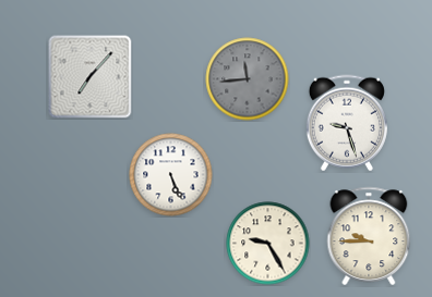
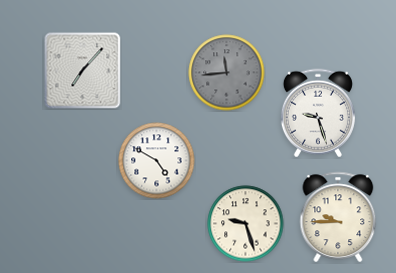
clock at (171, 175): 5:26 -> 4:50
clock at (268, 244): 9:25 -> 9:27
